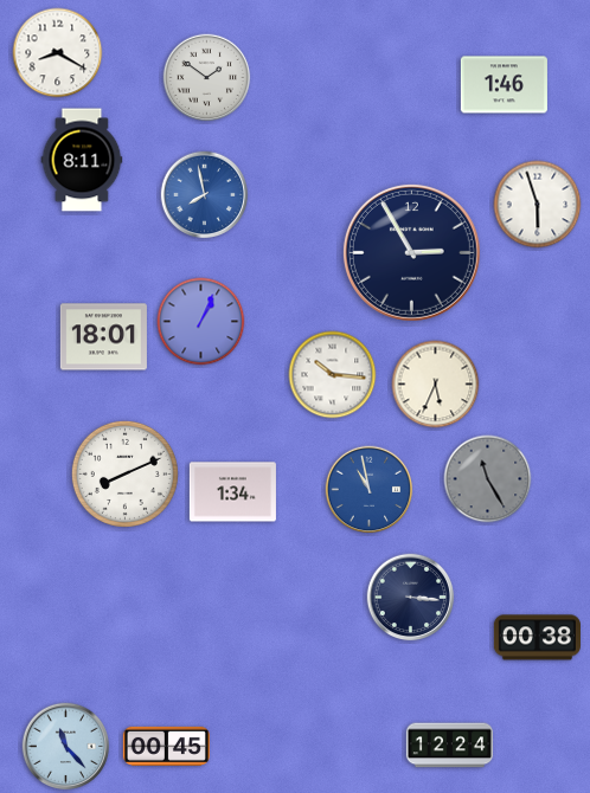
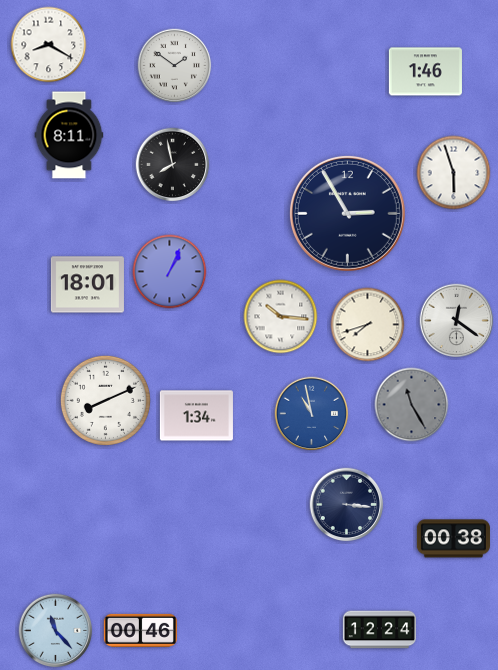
clock at (205, 195) dial: blue -> black
clock at (457, 321): none -> 12:21
clock at (436, 385): 5:34 -> 7:42
clock at (166, 746): 00:45 -> 00:46
